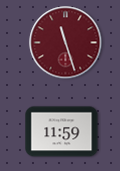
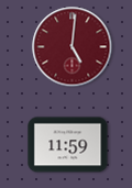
clock at (66, 43): 11:27 -> 5:01
